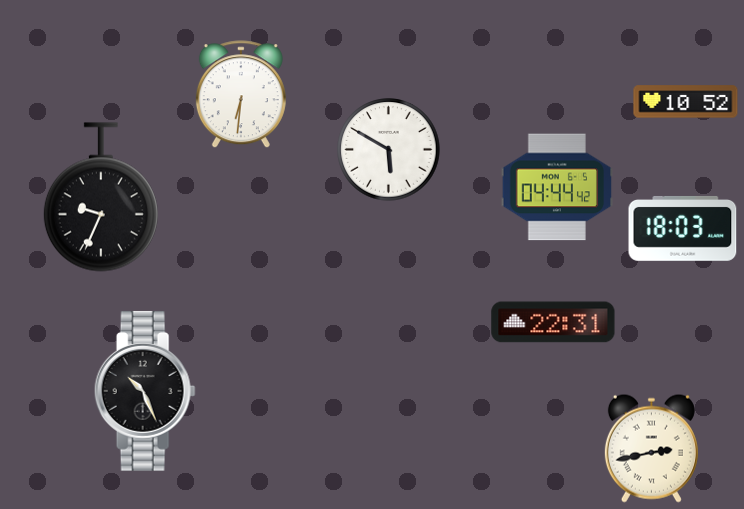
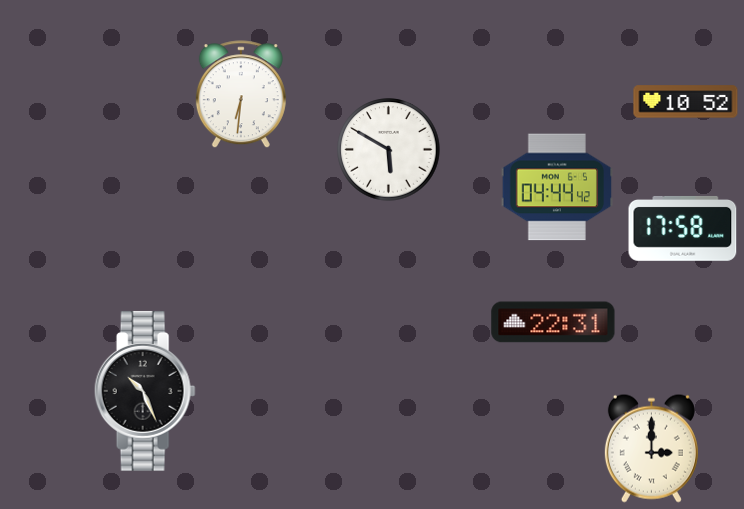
clock at (101, 197): 9:34 -> none
clock at (683, 228): 18:03 -> 17:58
clock at (651, 448): 2:43 -> 3:00
